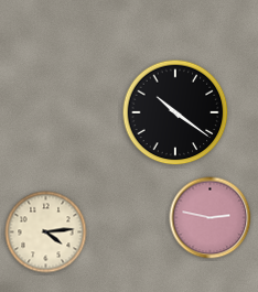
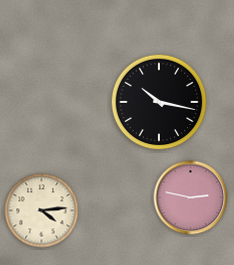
clock at (175, 112): 10:21 -> 10:17
